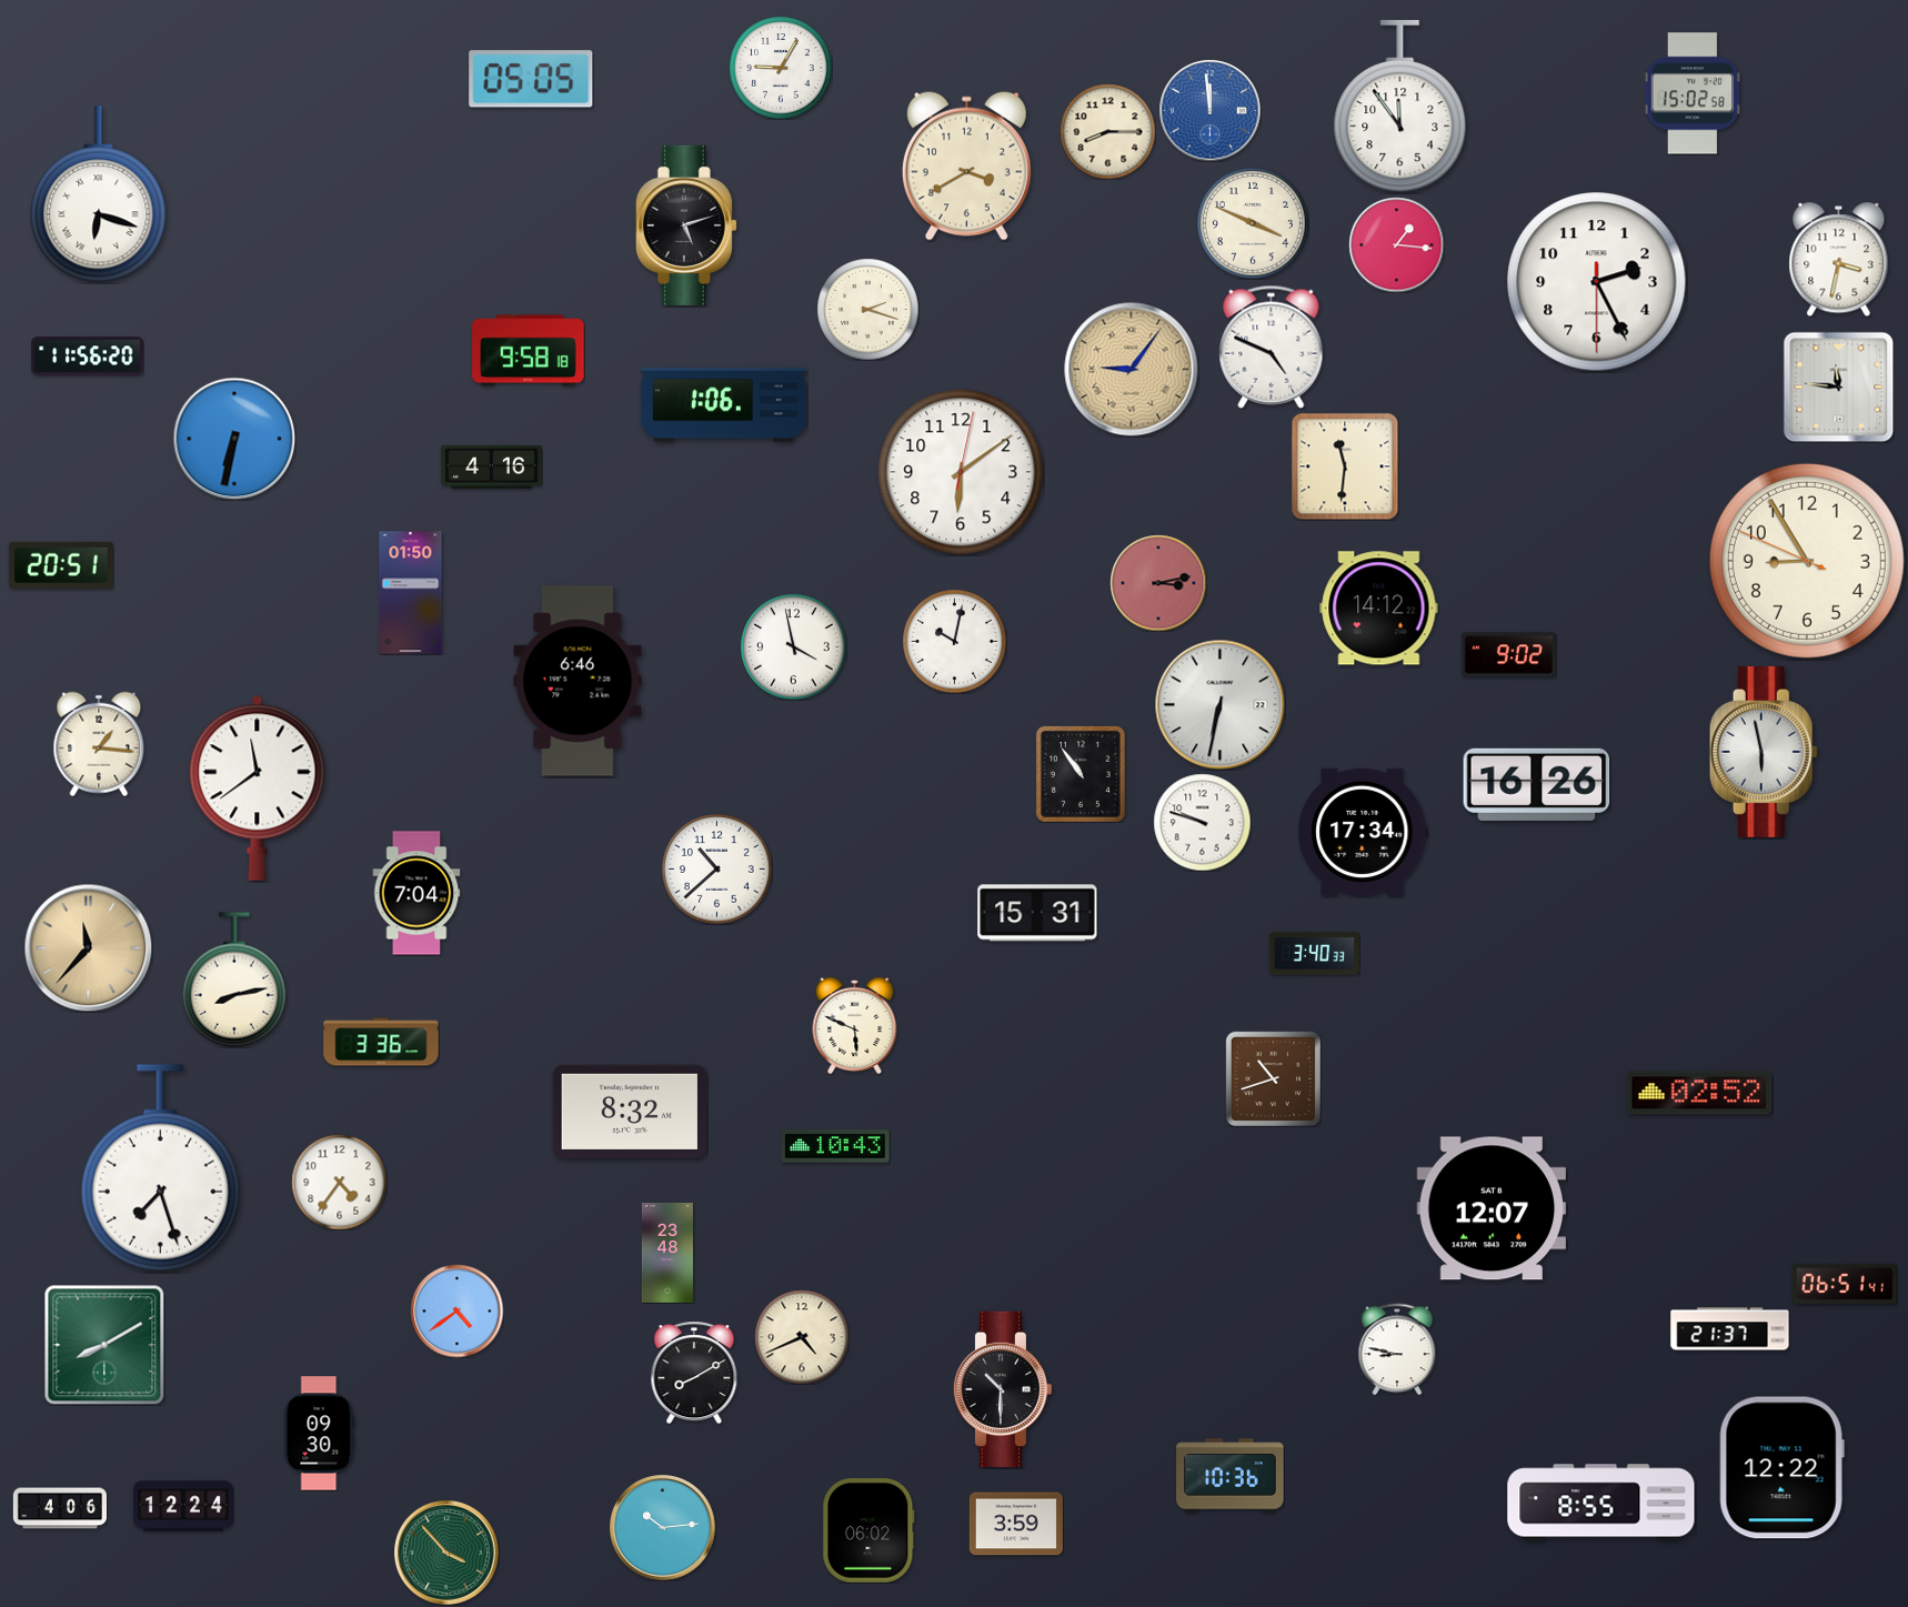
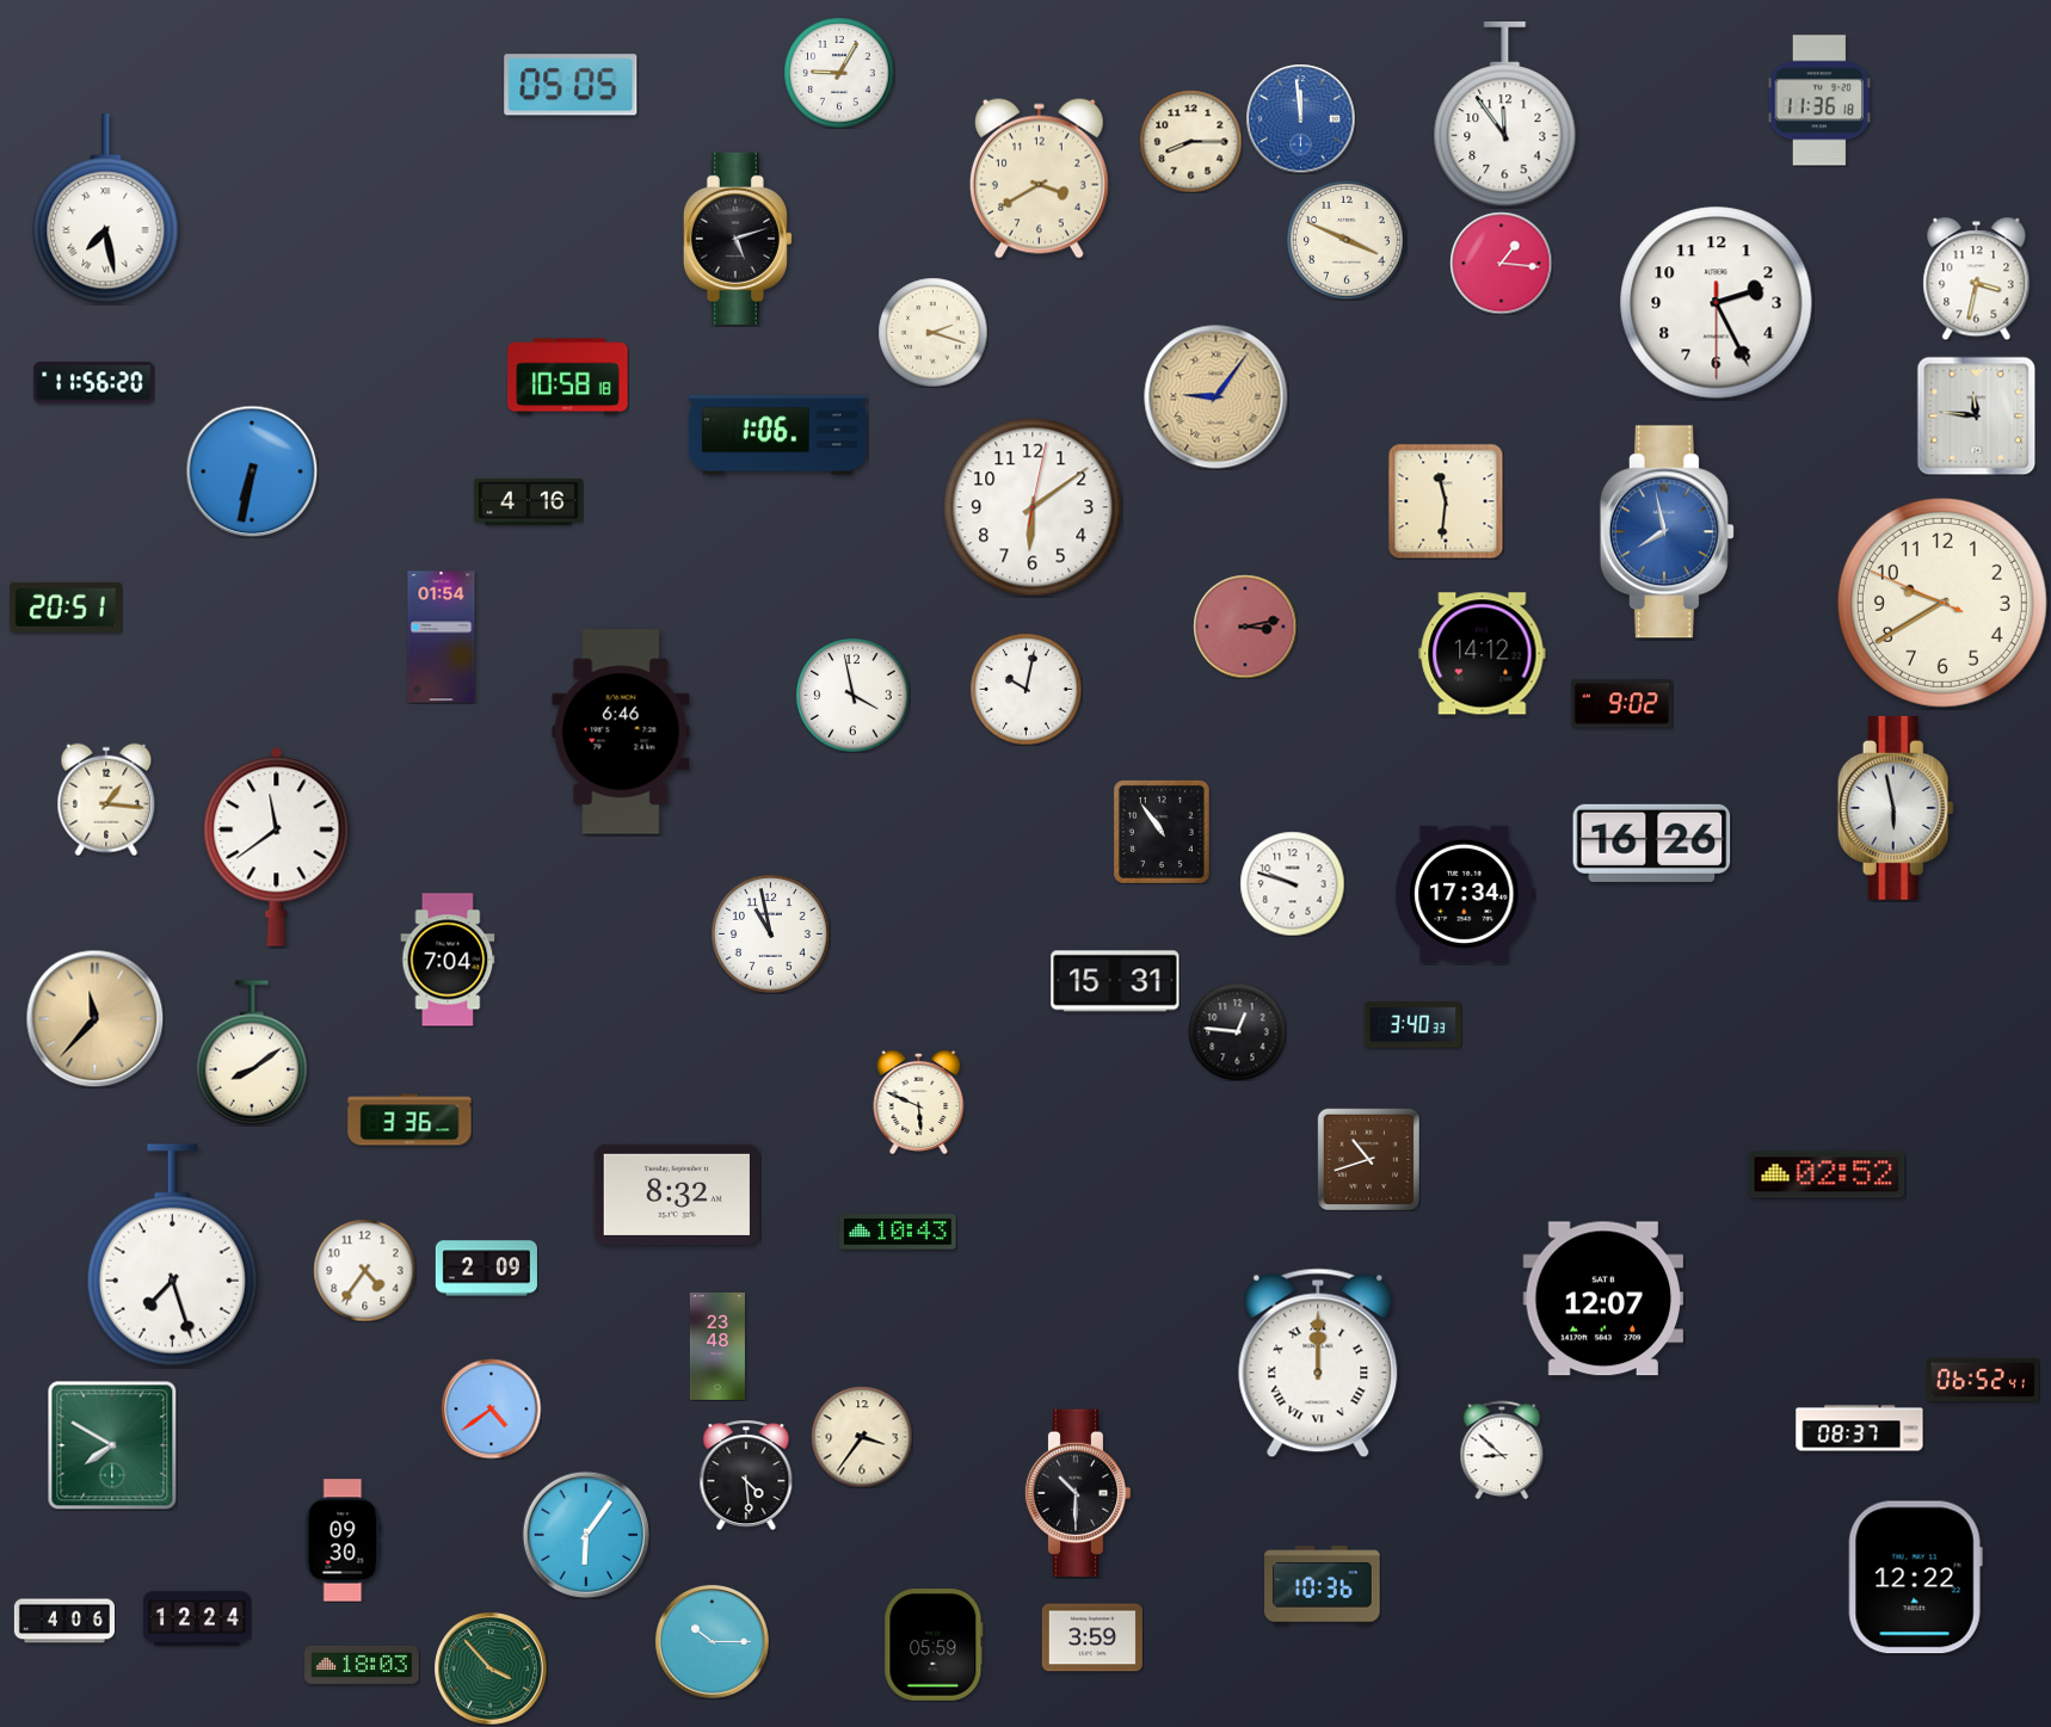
clock at (1693, 93): 15:02 -> 11:36
clock at (99, 194): 6:18 -> 7:28
clock at (686, 225) position: (686, 225) -> (738, 239)
clock at (1272, 346): 4:49 -> none
clock at (529, 351): 9:58 -> 10:58
clock at (1667, 532): none -> 7:58
clock at (1807, 561): 8:54 -> 9:39
clock at (411, 593): 01:50 -> 01:54
clock at (1219, 704): 6:32 -> none
clock at (717, 870): 10:38 -> 10:58
clock at (1237, 1031): none -> 12:46
clock at (234, 980): 8:13 -> 8:09
clock at (486, 1269): none -> 2:09
clock at (1318, 1363): none -> 12:00
clock at (1845, 1284): 06:51 -> 06:52
clock at (1730, 1329): 21:37 -> 08:37
clock at (802, 1337): 4:41 -> 3:36
clock at (104, 1345): 8:10 -> 7:50
clock at (1397, 1349): 8:47 -> 8:52
clock at (694, 1373): 8:10 -> 4:29
clock at (586, 1535): none -> 6:06
clock at (1601, 1503): 8:55 -> none
clock at (663, 1528): 10:14 -> 10:15
clock at (868, 1531): 06:02 -> 05:59
clock at (362, 1665): none -> 18:03
clock at (446, 1553) position: (446, 1553) -> (491, 1669)
